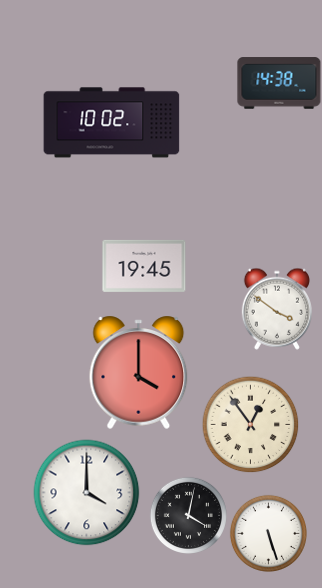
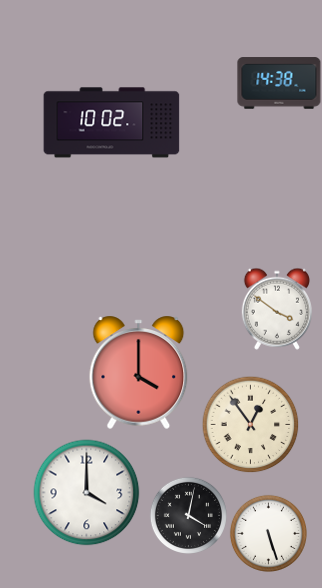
clock at (144, 266): 19:45 -> none
